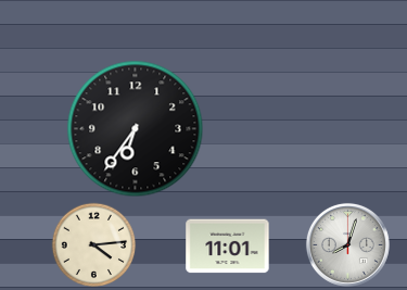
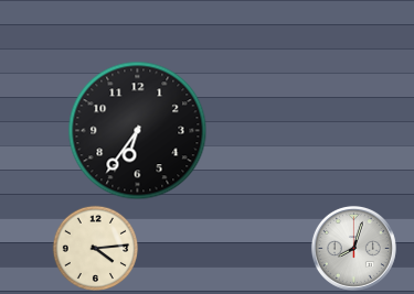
clock at (228, 247): 11:01 -> none
